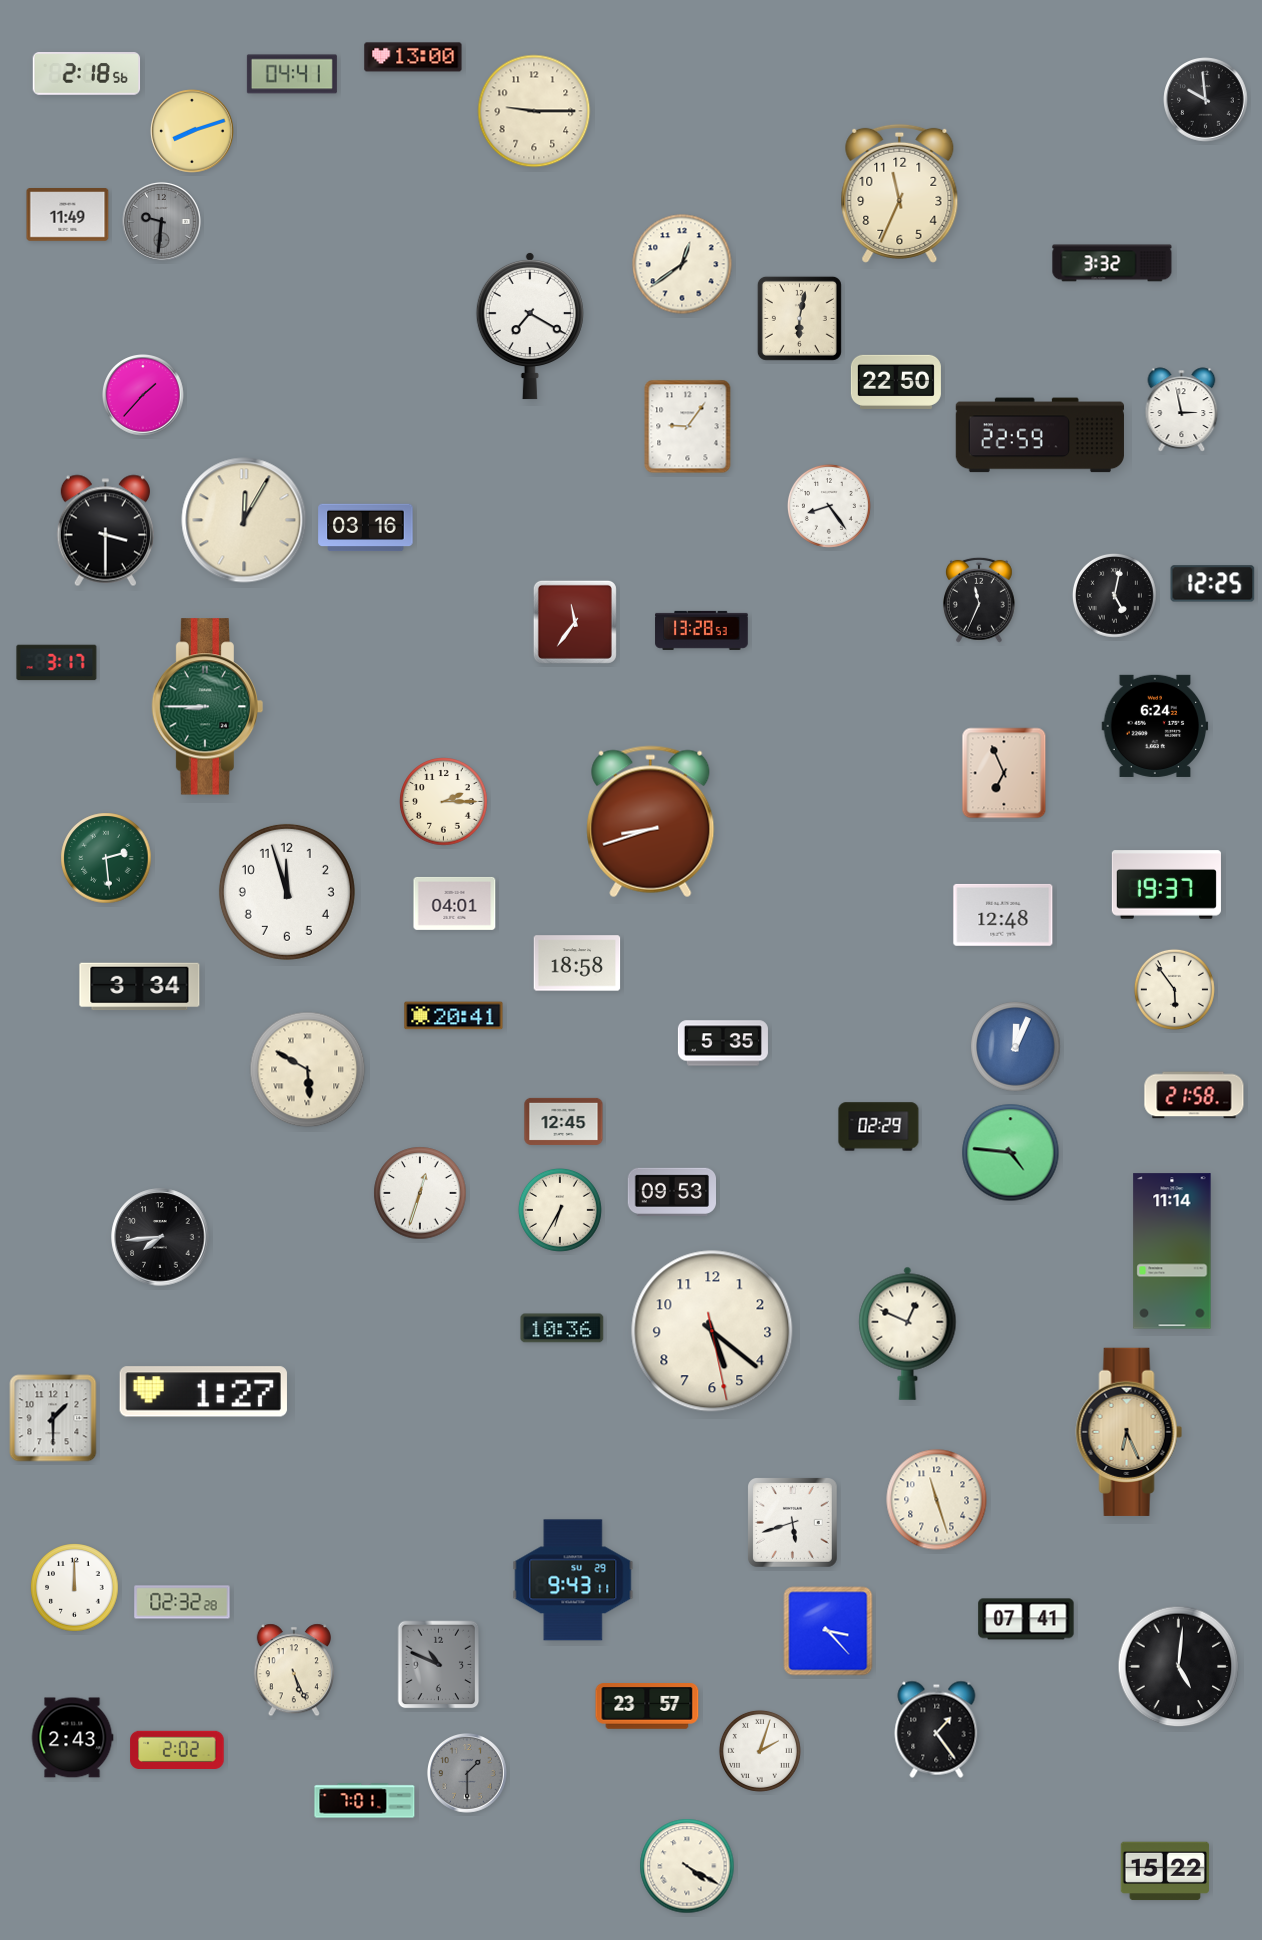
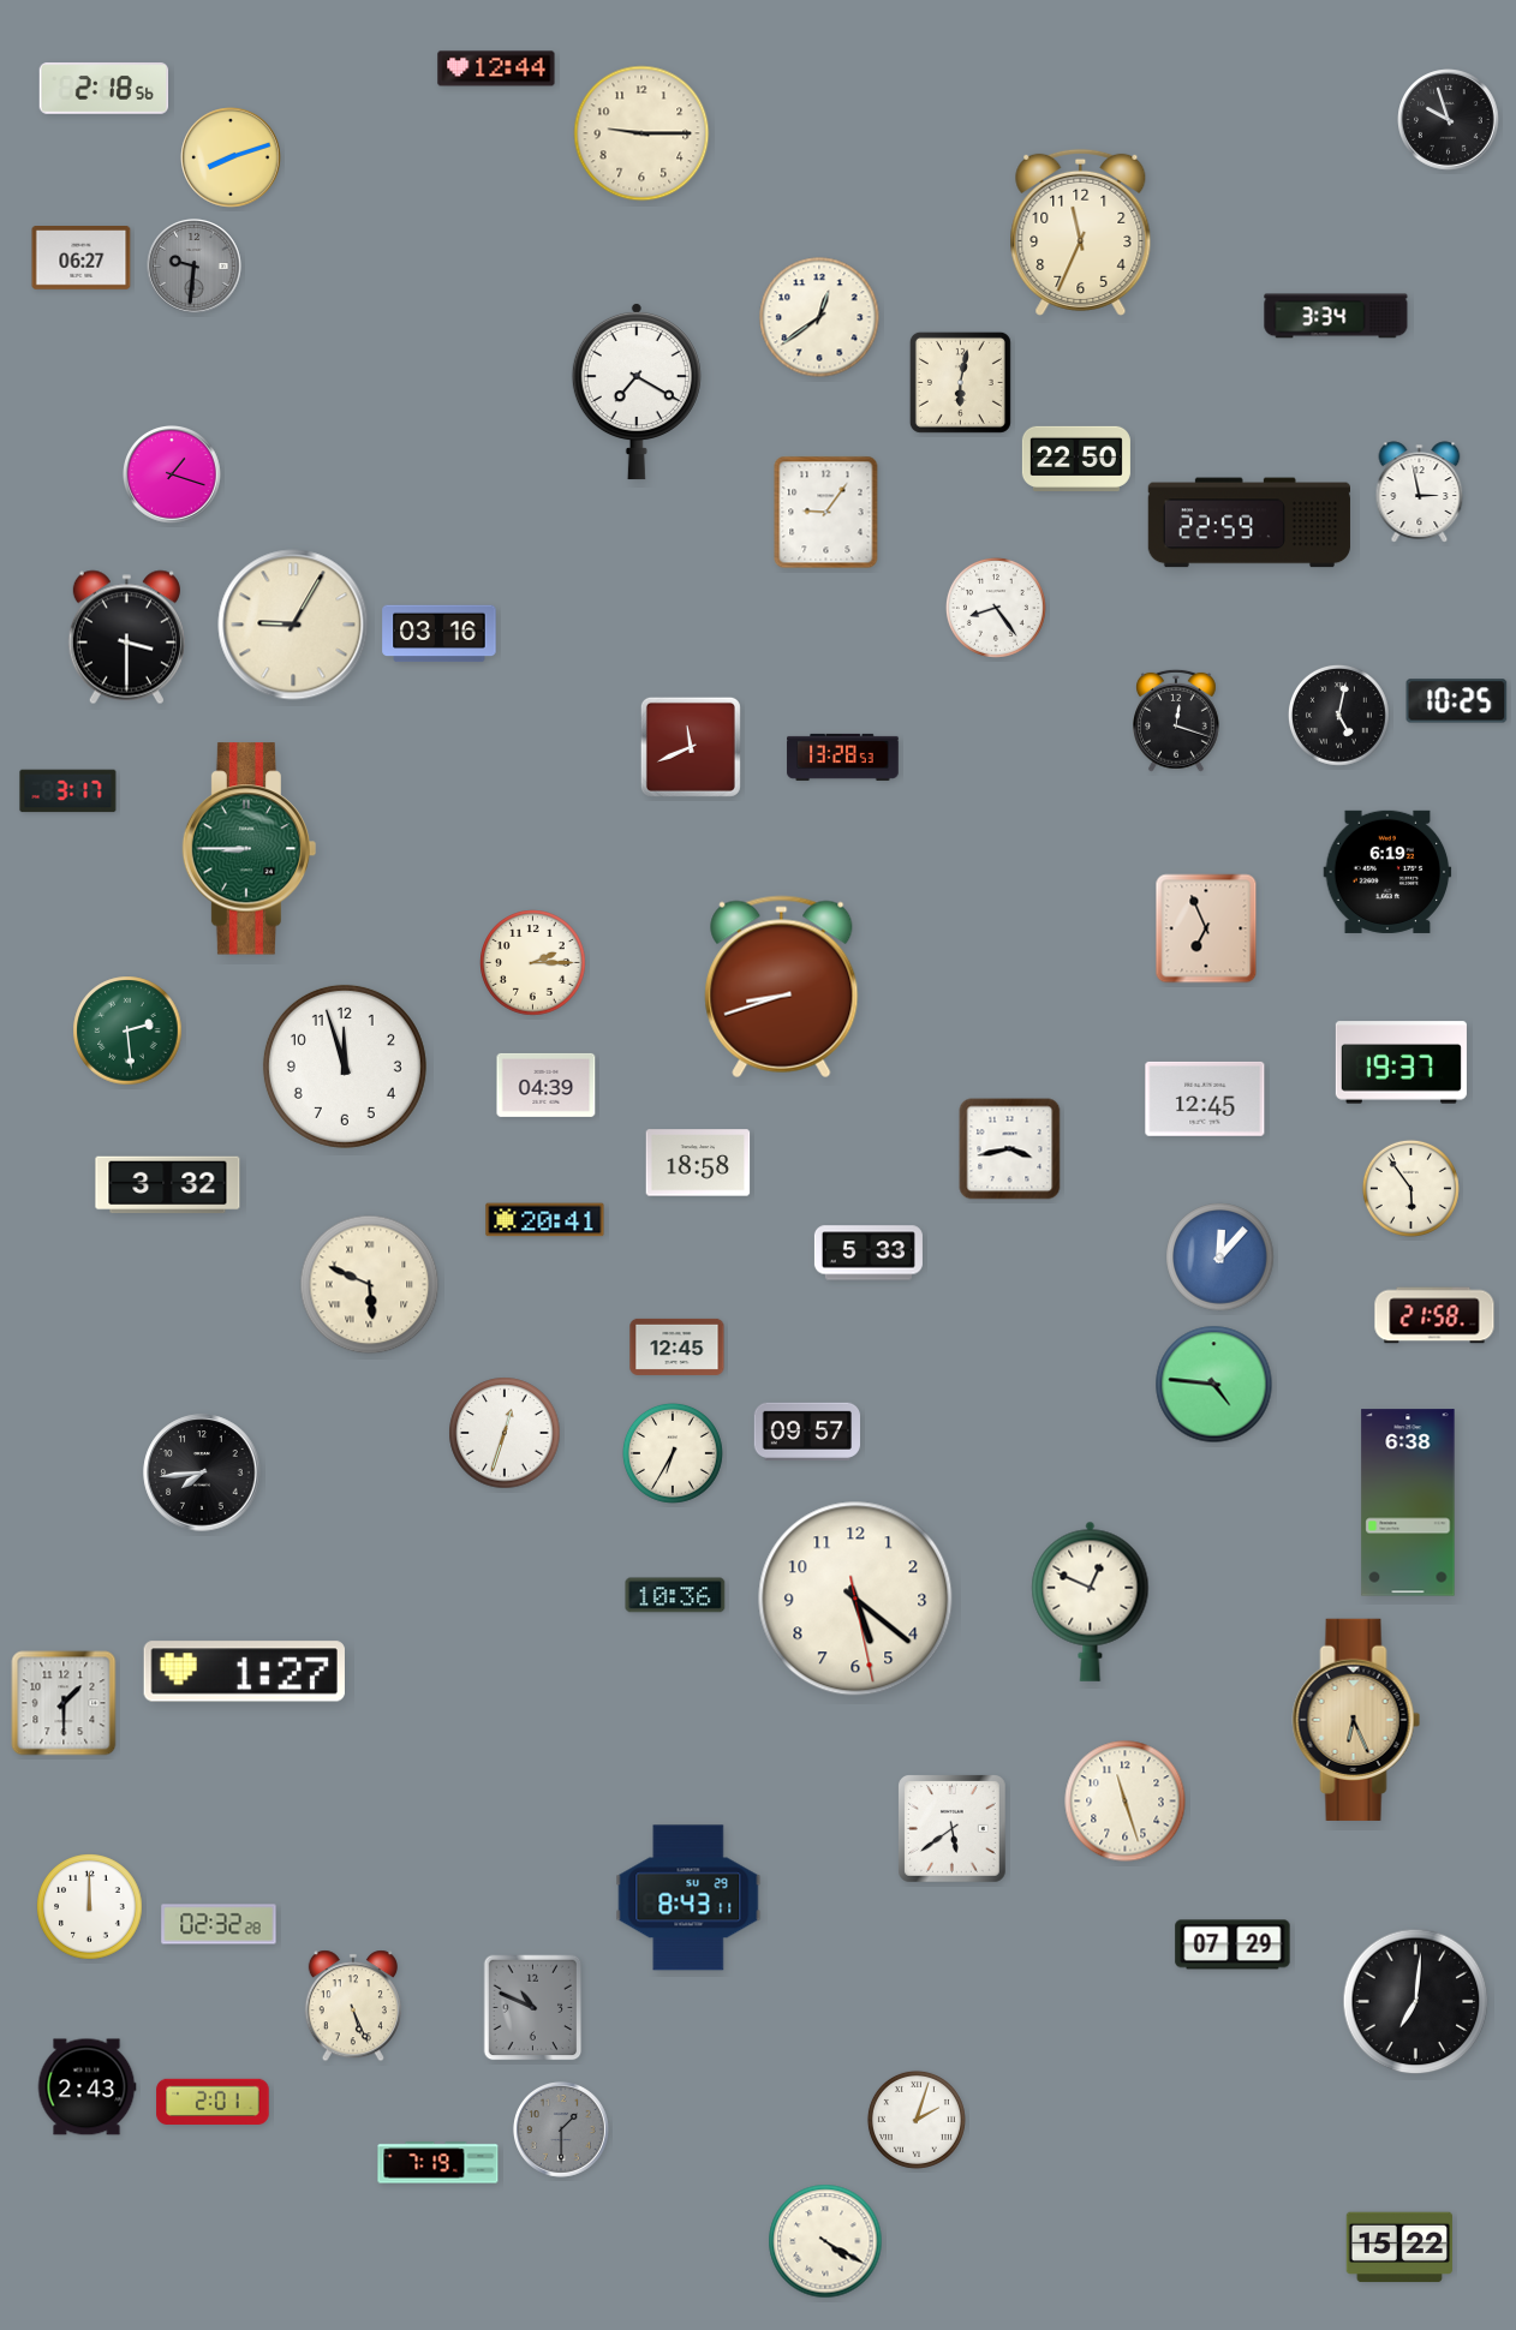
clock at (413, 57): 13:00 -> 12:44
clock at (292, 74): 04:41 -> none
clock at (1206, 100): 9:59 -> 9:57
clock at (68, 215): 11:49 -> 06:27
clock at (1112, 263): 3:32 -> 3:34
clock at (143, 395): 1:37 -> 1:18
clock at (244, 520): 12:05 -> 9:05
clock at (1213, 584): 12:25 -> 10:25
clock at (980, 600): 11:34 -> 12:18
clock at (575, 622): 11:36 -> 11:41
clock at (57, 663) position: (57, 663) -> (68, 791)
clock at (1155, 726): 6:24 -> 6:19
clock at (287, 892) position: (287, 892) -> (345, 1067)
clock at (455, 903): 04:01 -> 04:39
clock at (1003, 915): 12:48 -> 12:45
clock at (1010, 1149): none -> 3:43
clock at (577, 963) position: (577, 963) -> (698, 1163)
clock at (140, 987): 3:34 -> 3:32
clock at (723, 1043): 5:35 -> 5:33
clock at (1016, 1047): 12:04 -> 12:07
clock at (308, 1070): 5:50 -> 5:49
clock at (879, 1127): 02:29 -> none
clock at (671, 1192): 09:53 -> 09:57
clock at (160, 1237) position: (160, 1237) -> (202, 1472)
clock at (1172, 1251): 11:14 -> 6:38
clock at (793, 1523): 5:42 -> 5:39
clock at (573, 1580): 9:43 -> 8:43
clock at (1026, 1619): 07:41 -> 07:29
clock at (828, 1631): 3:23 -> none
clock at (439, 1665) position: (439, 1665) -> (533, 2008)
clock at (1179, 1667): 5:01 -> 7:01
clock at (647, 1707): 23:57 -> none
clock at (937, 1729): 1:24 -> none
clock at (177, 1749): 2:02 -> 2:01
clock at (760, 1751) position: (760, 1751) -> (917, 2120)
clock at (365, 1801): 7:01 -> 7:19
